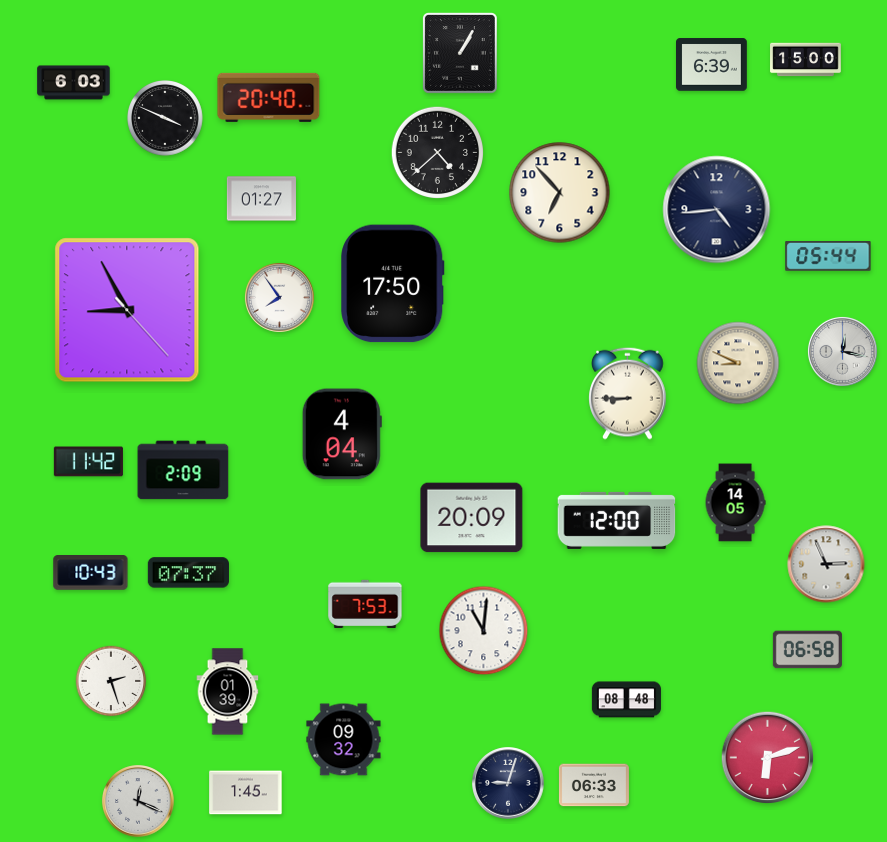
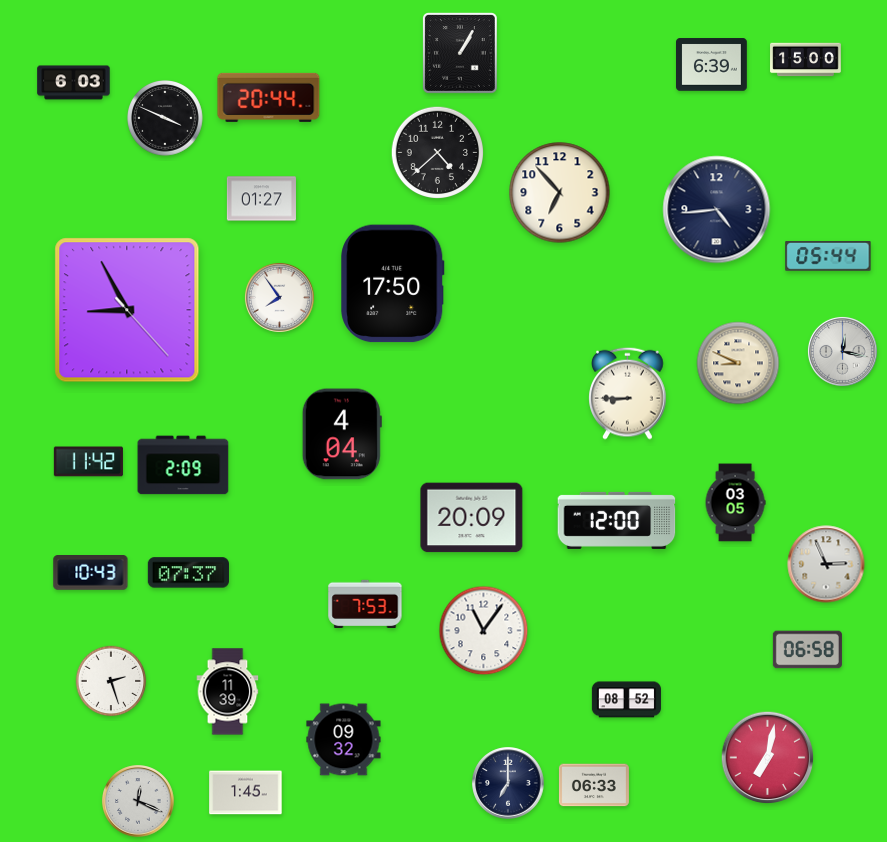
clock at (269, 97): 20:40 -> 20:44
clock at (183, 470) position: (183, 470) -> (183, 465)
clock at (735, 503): 14:05 -> 03:05
clock at (484, 631): 11:01 -> 11:06
clock at (228, 692): 01:39 -> 11:39
clock at (626, 700): 08:48 -> 08:52
clock at (768, 758): 6:12 -> 7:02
clock at (508, 783): 9:03 -> 7:00
